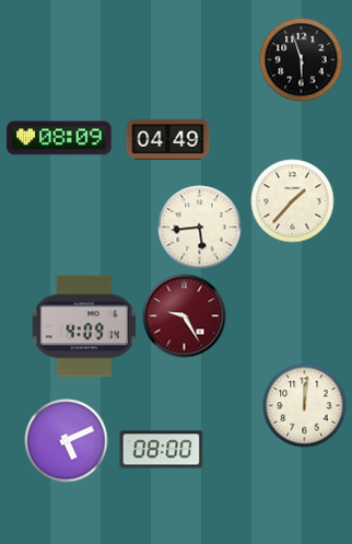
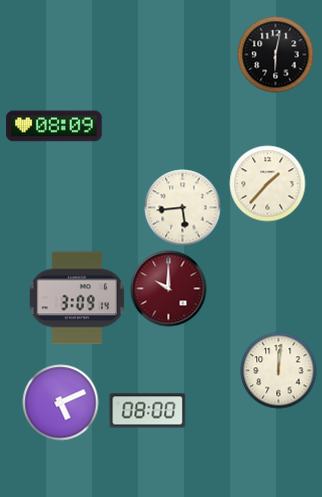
clock at (302, 60): 5:57 -> 6:02
clock at (168, 139): 04:49 -> none
clock at (185, 316): 9:25 -> 10:00
clock at (83, 326): 4:09 -> 3:09
